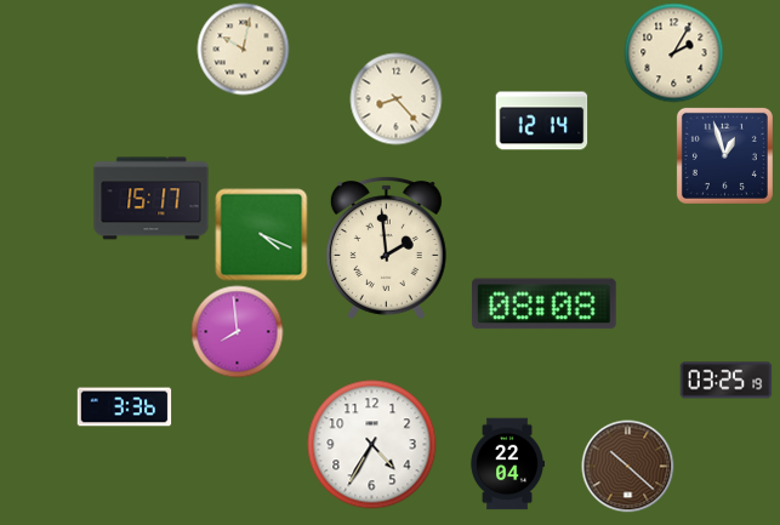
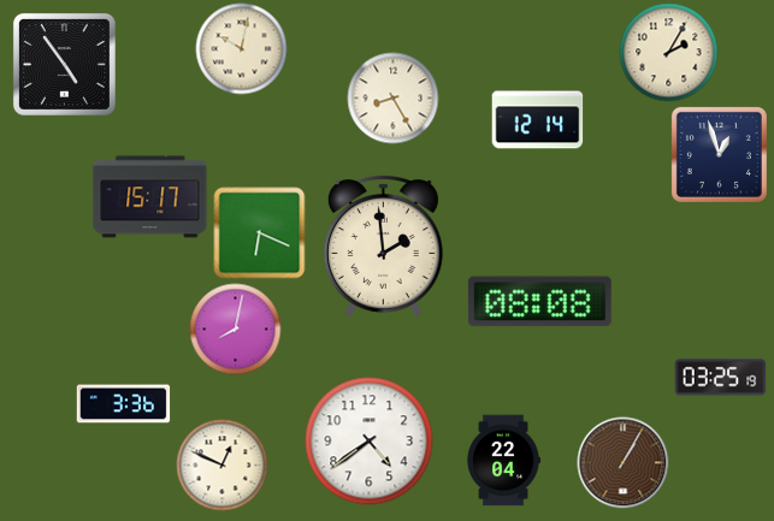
clock at (64, 64): none -> 4:54
clock at (397, 99): 8:23 -> 8:25
clock at (262, 235): 4:19 -> 6:19
clock at (238, 332): 7:59 -> 8:02
clock at (372, 445): 4:35 -> 4:39
clock at (628, 467): 10:22 -> 1:05
clock at (223, 466): none -> 12:49
